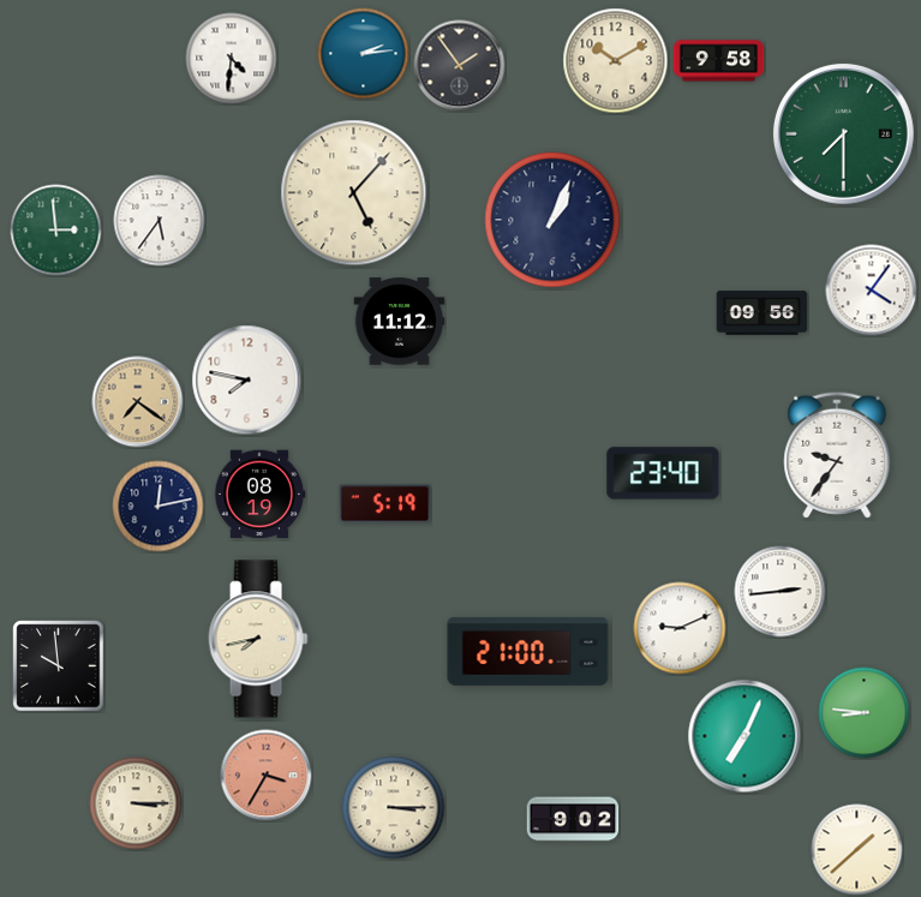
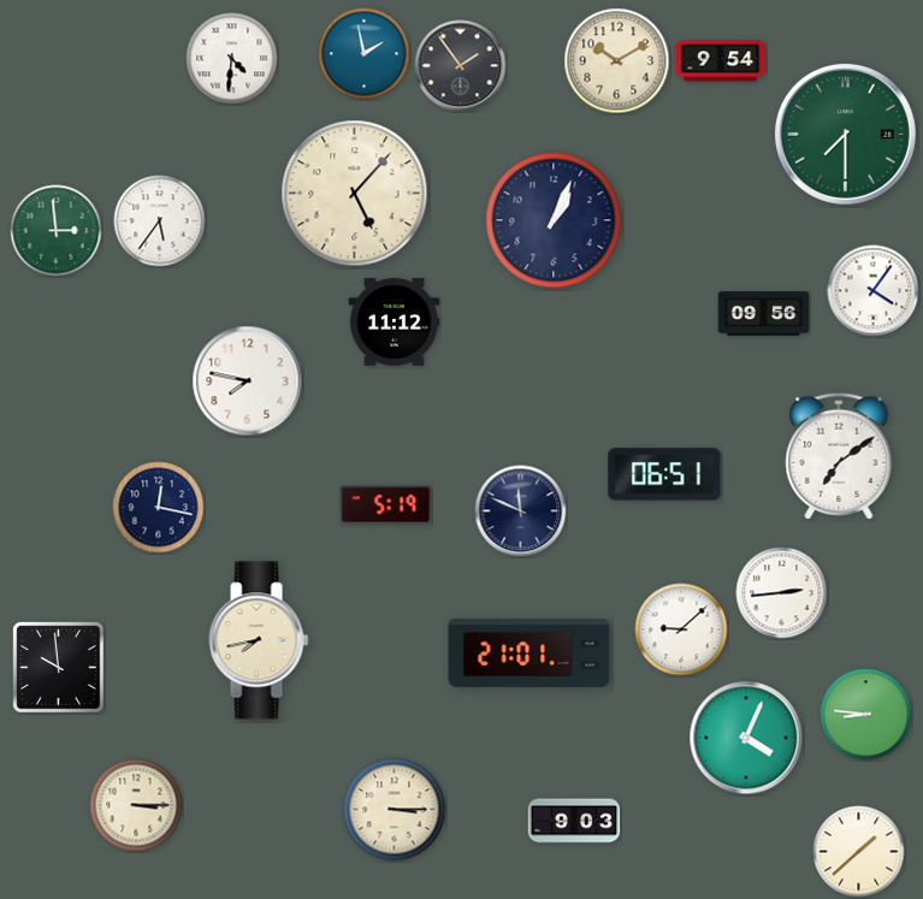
clock at (364, 54): 2:14 -> 1:58
clock at (719, 61): 9:58 -> 9:54
clock at (400, 322) position: (400, 322) -> (395, 323)
clock at (138, 402): 7:21 -> none
clock at (837, 455): 9:36 -> 7:09
clock at (663, 473): 23:40 -> 06:51
clock at (259, 495): 08:19 -> none
clock at (159, 507): 12:13 -> 12:17
clock at (521, 511): none -> 11:49
clock at (680, 628): 9:11 -> 9:08
clock at (528, 651): 21:00 -> 21:01
clock at (744, 736): 7:04 -> 4:04
clock at (267, 776): 3:35 -> none
clock at (573, 819): 9:02 -> 9:03
